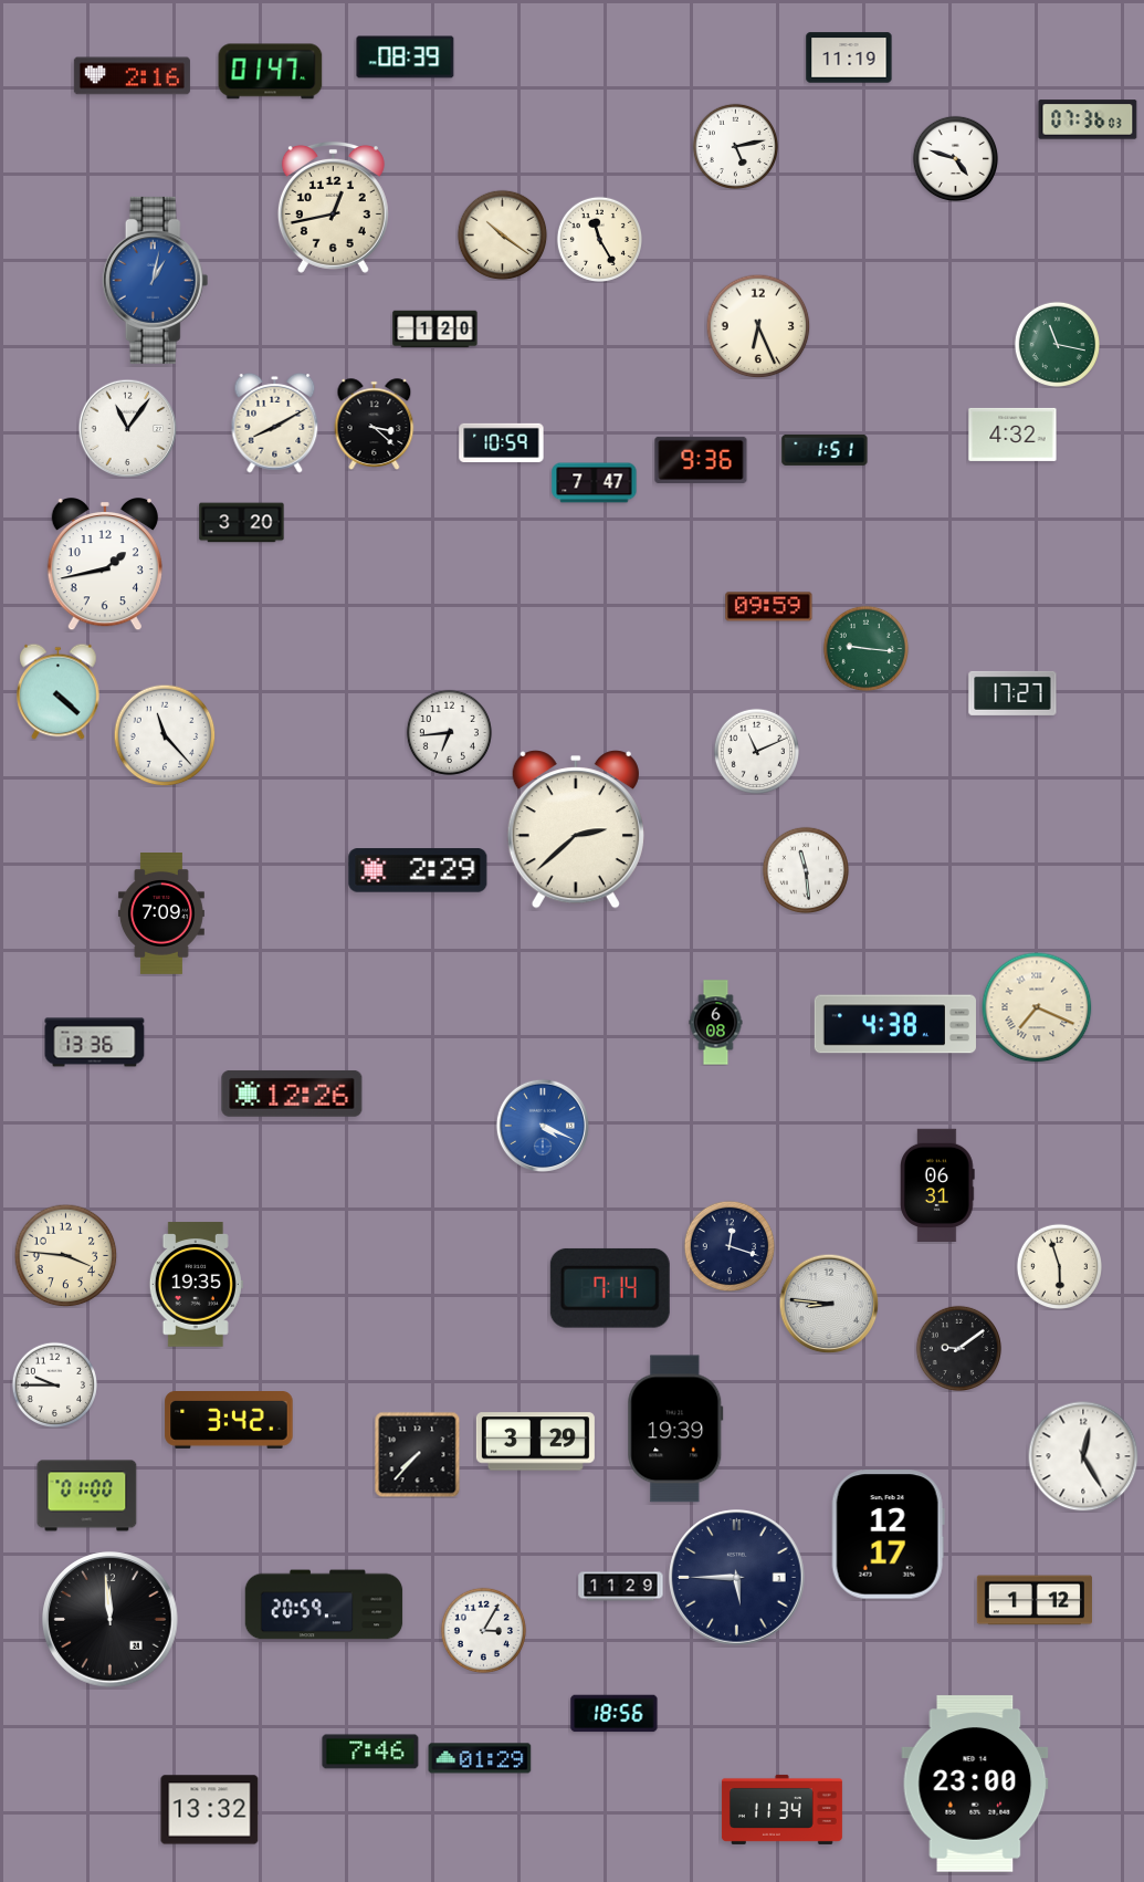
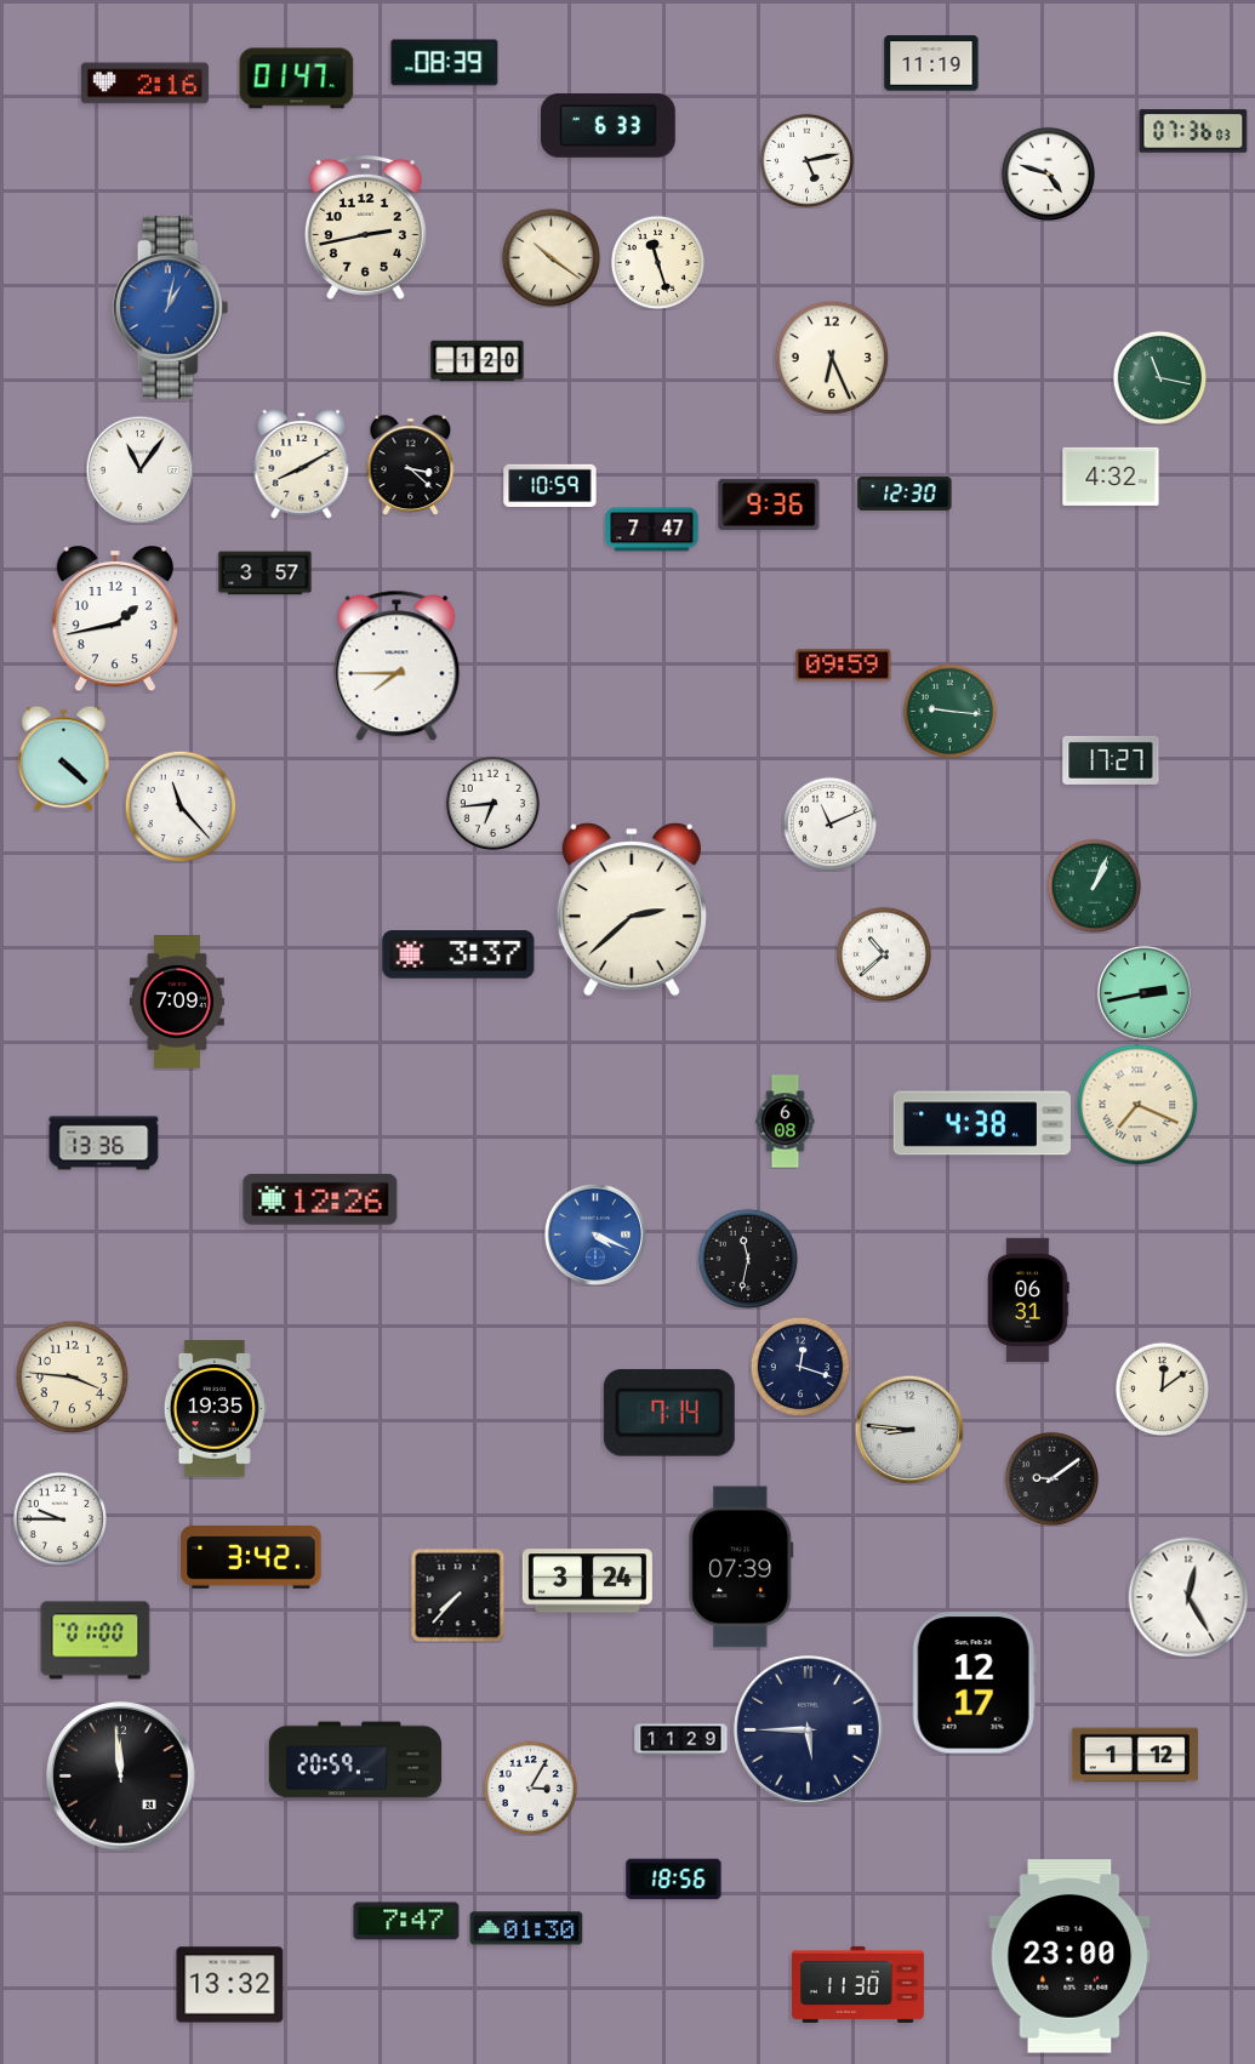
clock at (607, 126): none -> 6:33
clock at (333, 207): 12:43 -> 2:43
clock at (599, 239): 11:25 -> 11:27
clock at (825, 450): 1:51 -> 12:30
clock at (242, 523): 3:20 -> 3:57
clock at (397, 666): none -> 7:45
clock at (1094, 885): none -> 1:04
clock at (805, 869): 11:29 -> 10:38
clock at (418, 870): 2:29 -> 3:37
clock at (1145, 993): none -> 2:43
clock at (748, 1259): none -> 11:32
clock at (1059, 1266): 5:57 -> 12:09
clock at (675, 1429): 19:39 -> 07:39
clock at (535, 1442): 3:29 -> 3:24
clock at (370, 1752): 7:46 -> 7:47
clock at (480, 1758): 01:29 -> 01:30
clock at (781, 1809): 11:34 -> 11:30
